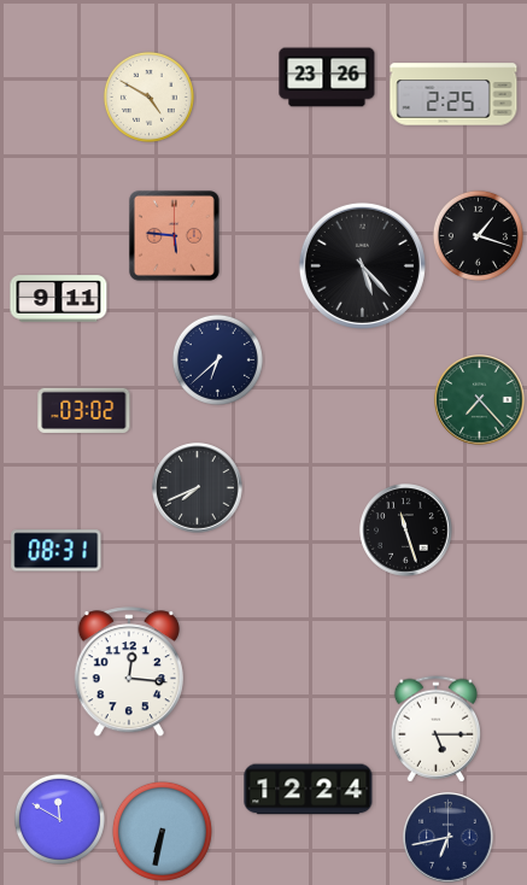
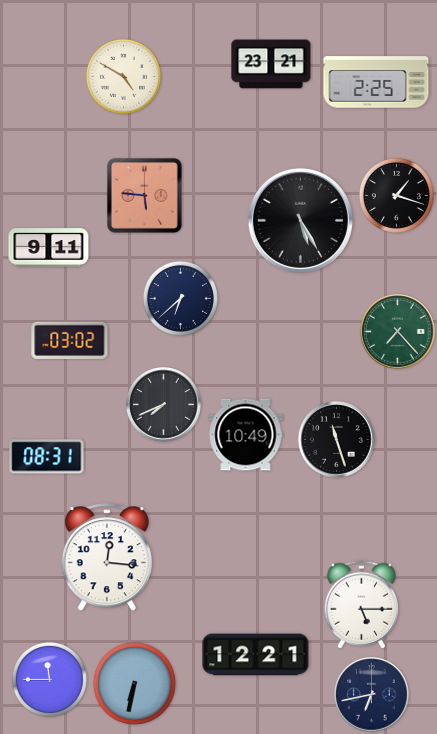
clock at (327, 77): 23:26 -> 23:21
clock at (453, 94) position: (453, 94) -> (376, 82)
clock at (148, 96) position: (148, 96) -> (123, 76)
clock at (362, 265): 5:23 -> 5:25
clock at (246, 435): none -> 10:49
clock at (309, 790): 12:24 -> 12:21
clock at (59, 819): 11:50 -> 11:45
clock at (162, 831) position: (162, 831) -> (134, 683)
